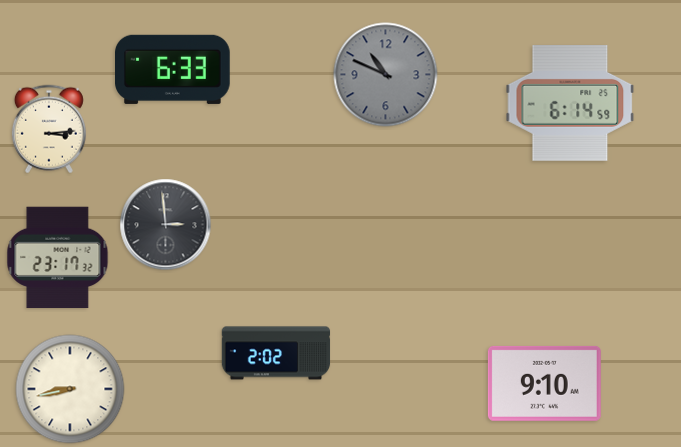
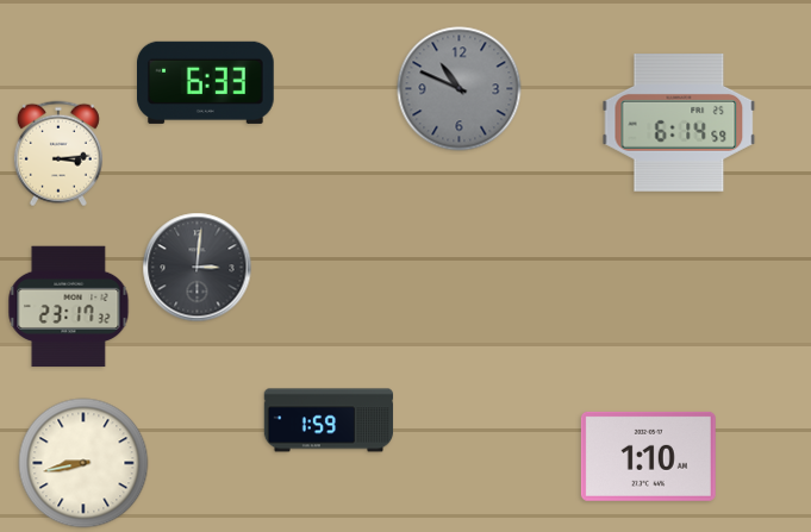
clock at (166, 225): 2:59 -> 3:01
clock at (276, 353): 2:02 -> 1:59
clock at (544, 383): 9:10 -> 1:10
